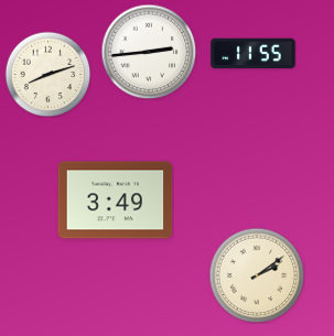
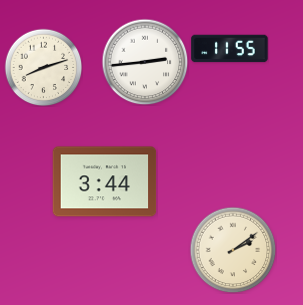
clock at (149, 52) position: (149, 52) -> (145, 62)
clock at (116, 200): 3:49 -> 3:44
